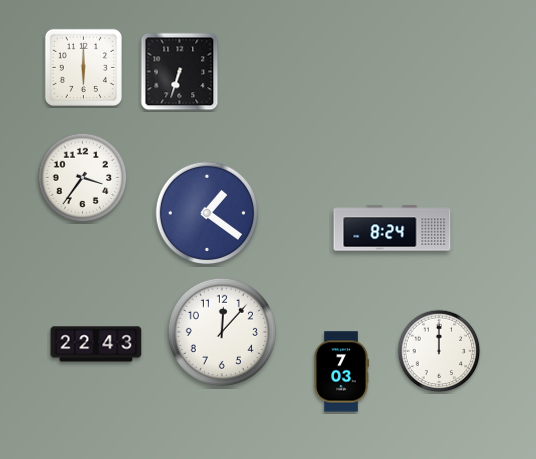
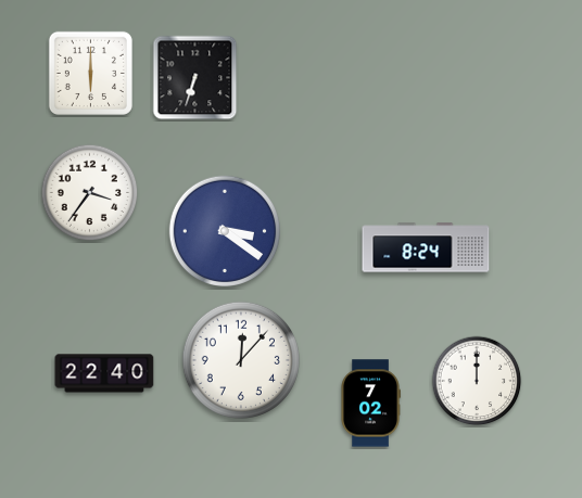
clock at (206, 212): 1:21 -> 3:21
clock at (96, 344): 22:43 -> 22:40
clock at (341, 372): 7:03 -> 7:02
